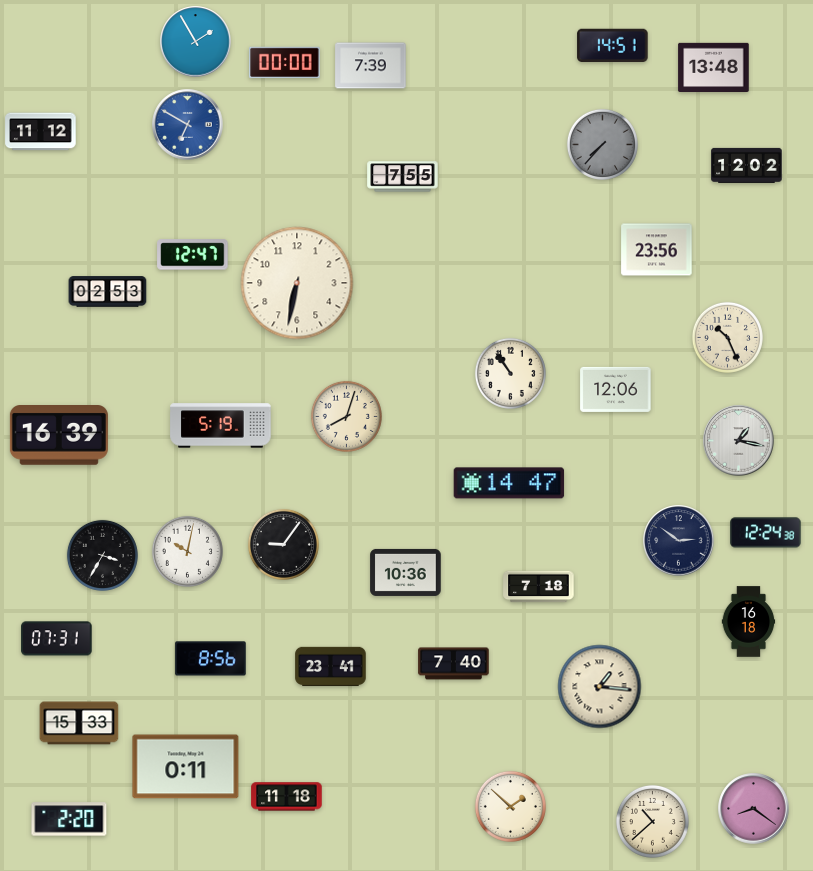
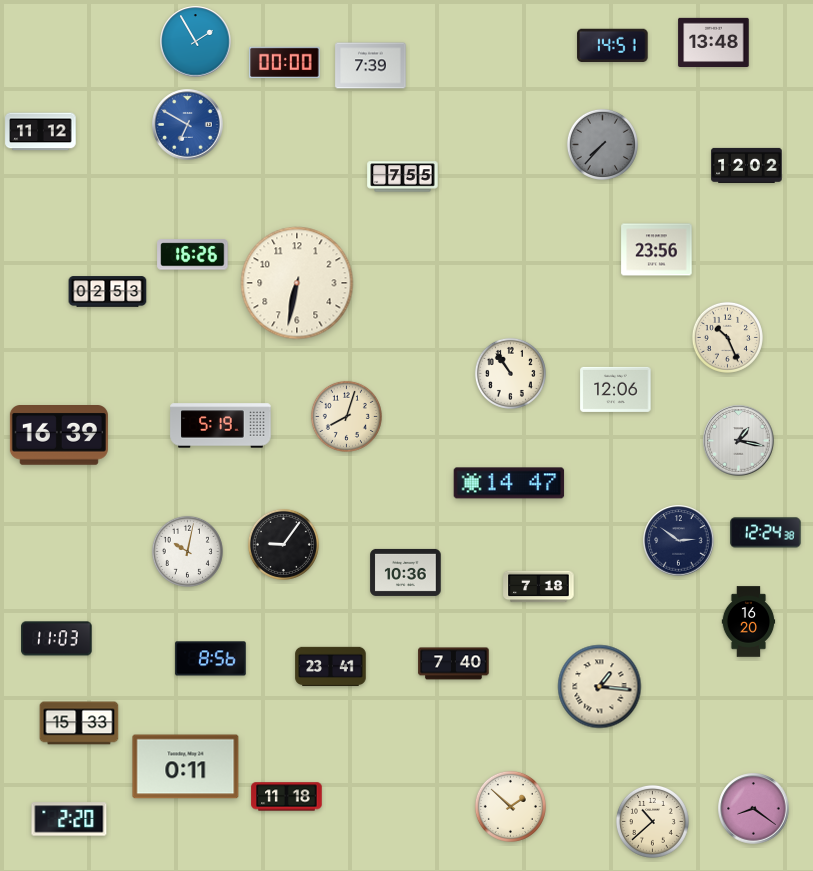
clock at (714, 67) position: (714, 67) -> (714, 42)
clock at (193, 255): 12:47 -> 16:26
clock at (102, 555): 3:35 -> none
clock at (749, 622): 16:18 -> 16:20
clock at (57, 639): 07:31 -> 11:03
